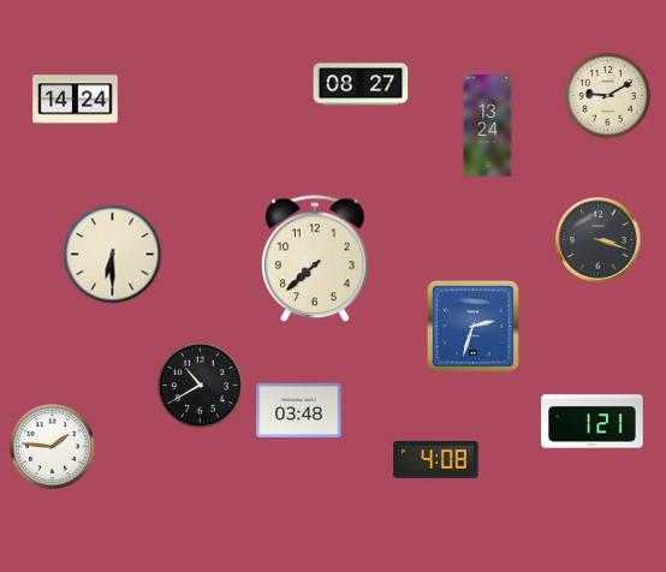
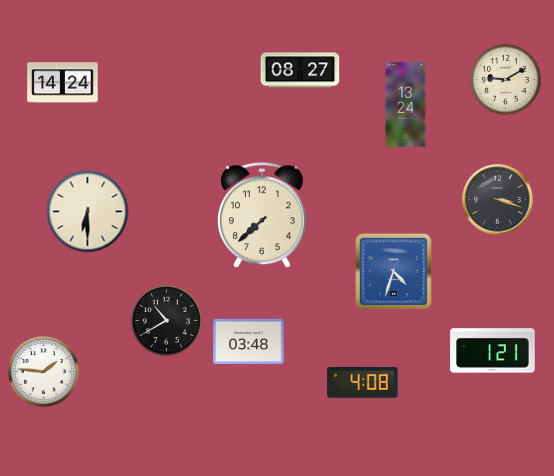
clock at (113, 255) position: (113, 255) -> (88, 212)
clock at (474, 327): 2:33 -> 4:33
